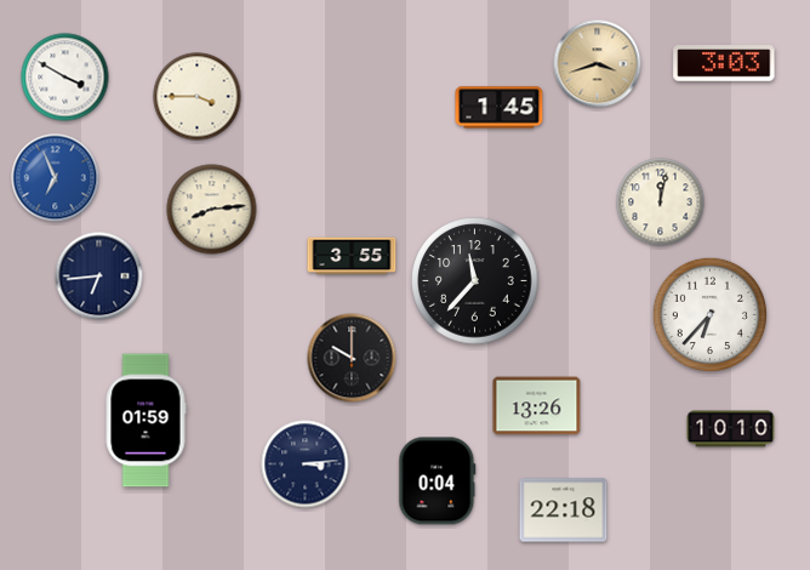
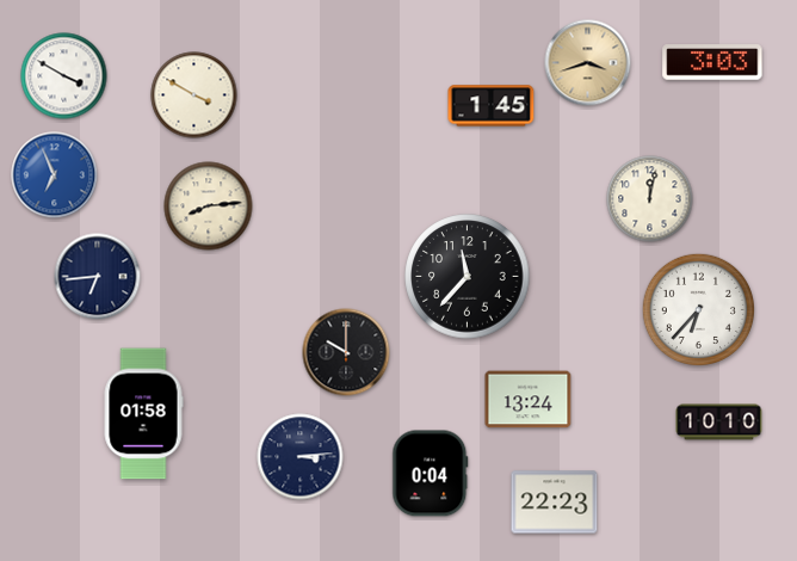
clock at (198, 97): 3:45 -> 3:50
clock at (352, 256): 3:55 -> none
clock at (99, 277) position: (99, 277) -> (98, 277)
clock at (537, 406): 13:26 -> 13:24
clock at (146, 421): 01:59 -> 01:58
clock at (564, 511): 22:18 -> 22:23
